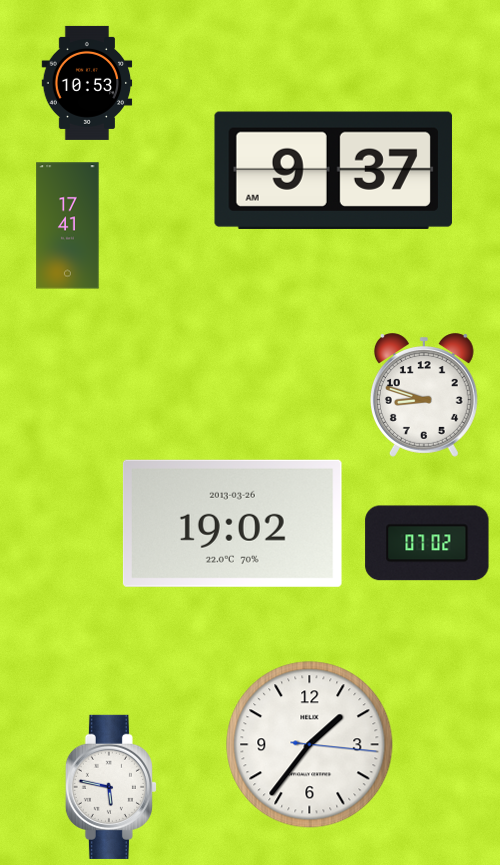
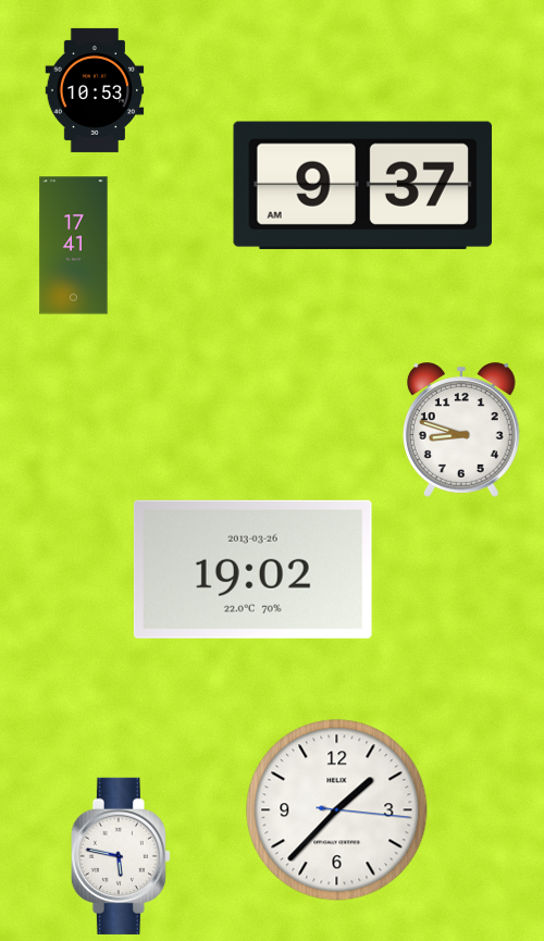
clock at (427, 543): 07:02 -> none
clock at (310, 745): 1:36 -> 1:37
